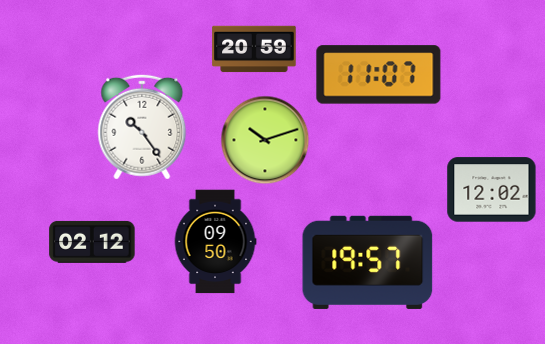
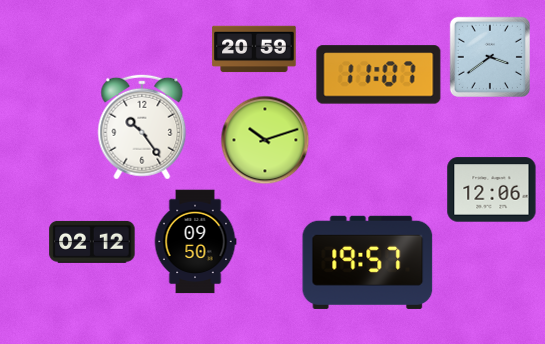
clock at (490, 57): none -> 3:39
clock at (492, 190): 12:02 -> 12:06
clock at (215, 242) position: (215, 242) -> (195, 242)
